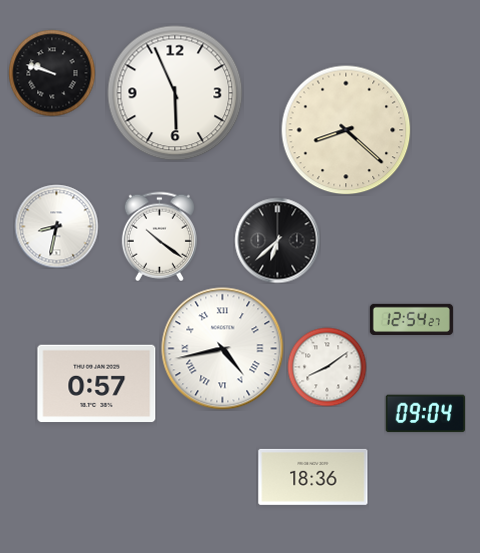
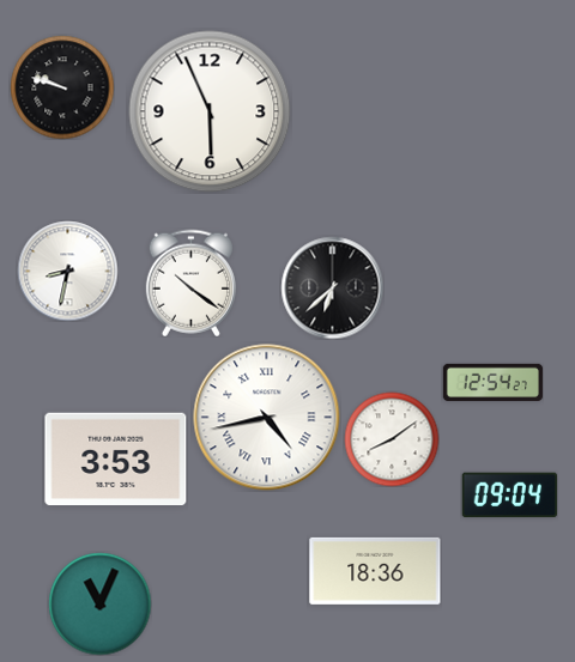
clock at (346, 130): 8:22 -> none
clock at (97, 384): 0:57 -> 3:53
clock at (99, 603): none -> 11:04
